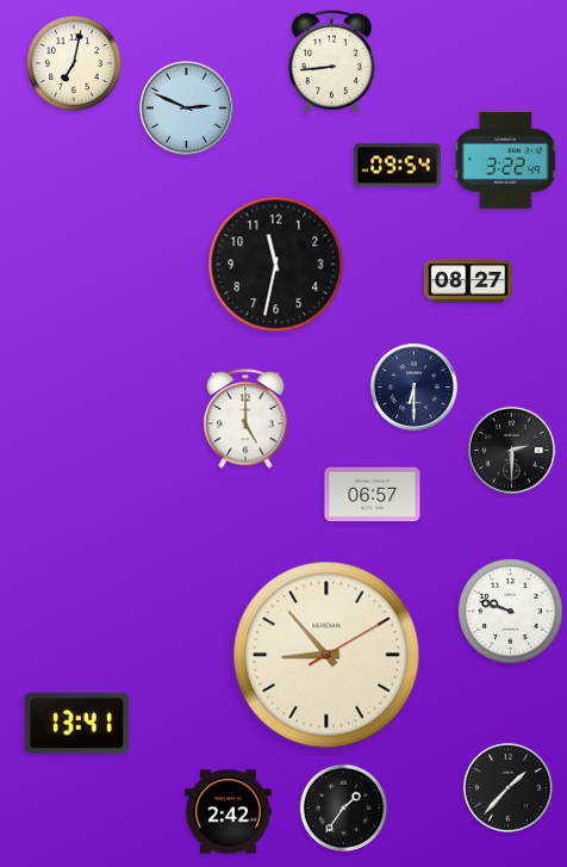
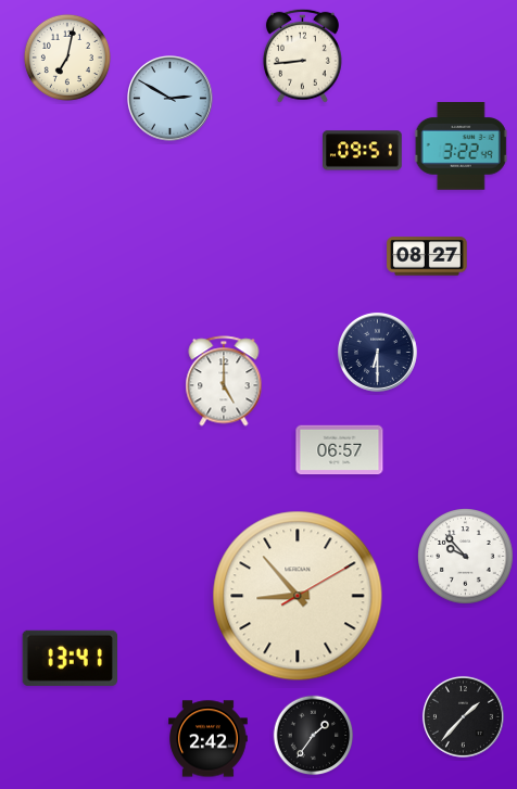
clock at (187, 109): 2:49 -> 2:50
clock at (398, 166): 09:54 -> 09:51
clock at (276, 265): 11:32 -> none
clock at (511, 450): 2:30 -> none
clock at (511, 612): 9:48 -> 9:53
